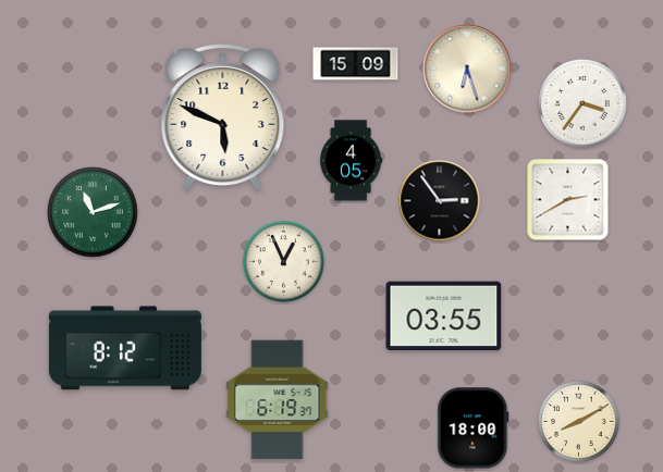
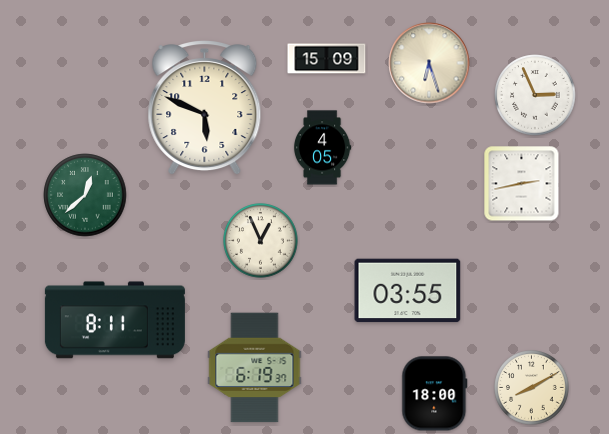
clock at (582, 103): 3:36 -> 2:56
clock at (568, 200): 2:40 -> 2:43
clock at (440, 201): 2:54 -> none
clock at (93, 212): 11:12 -> 12:38
clock at (125, 348): 8:12 -> 8:11
